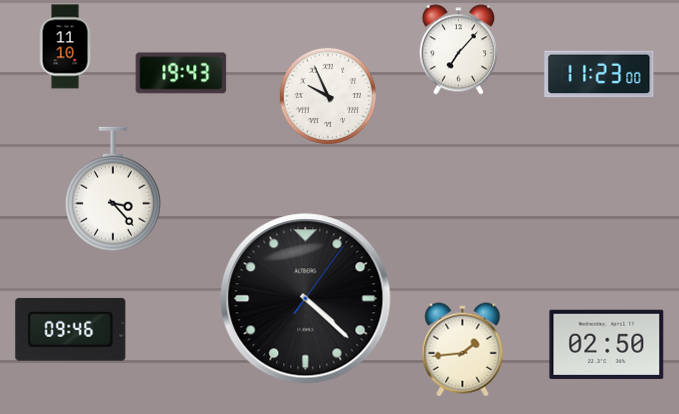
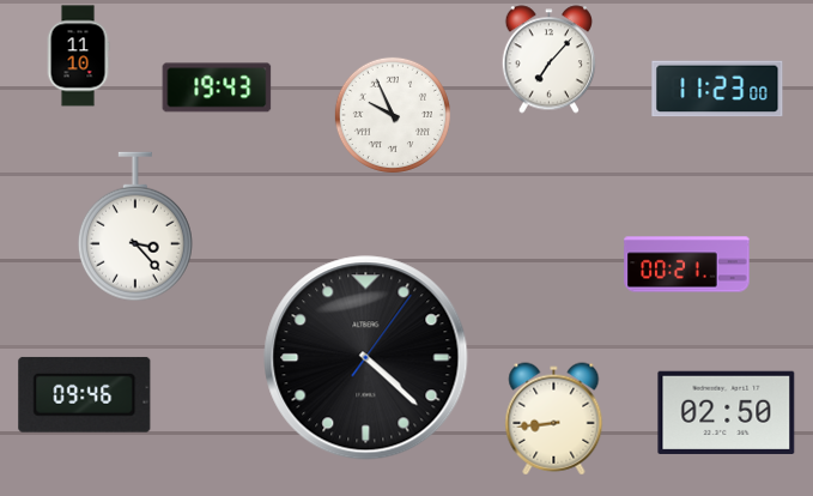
clock at (687, 265): none -> 00:21
clock at (463, 350): 1:44 -> 8:44
